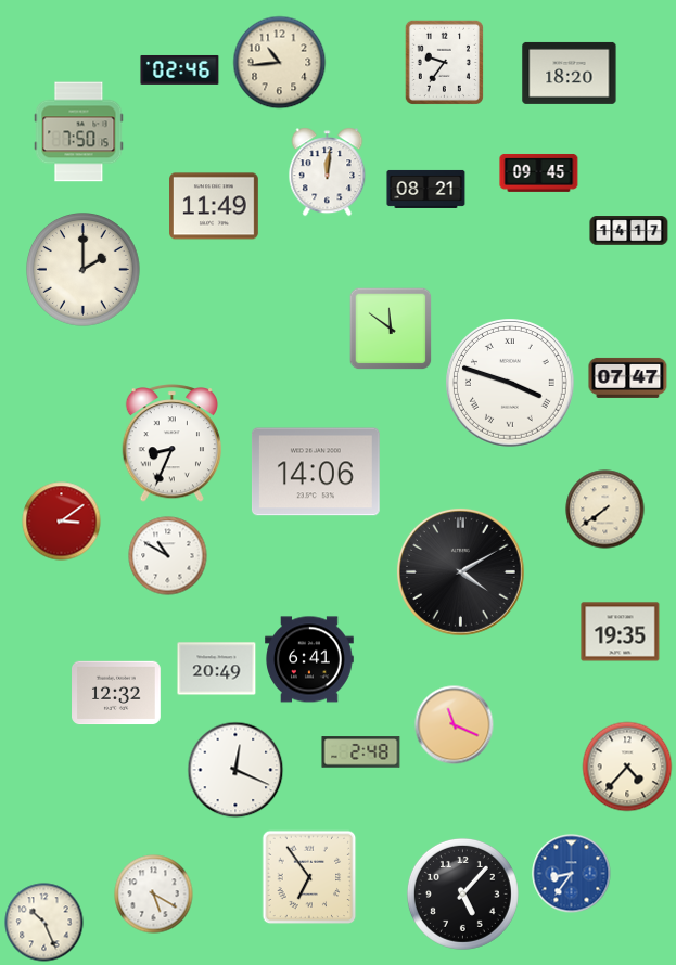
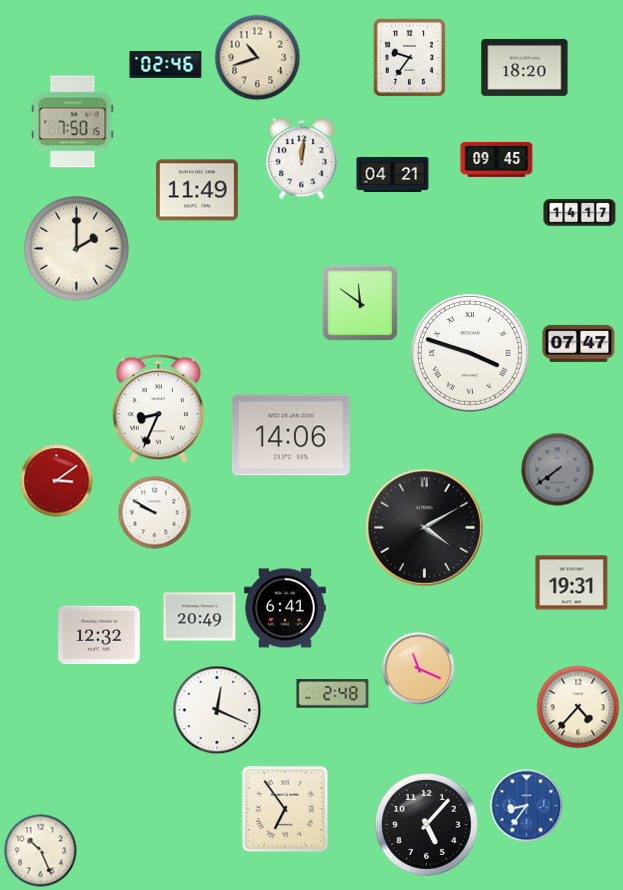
clock at (280, 63): 10:44 -> 10:42
clock at (426, 189): 08:21 -> 04:21
clock at (628, 377) position: (628, 377) -> (579, 343)
clock at (605, 510) dial: cream -> grey
clock at (168, 556): 10:50 -> 9:50
clock at (621, 632): 19:35 -> 19:31
clock at (117, 693) position: (117, 693) -> (100, 635)
clock at (154, 895): 5:20 -> none
